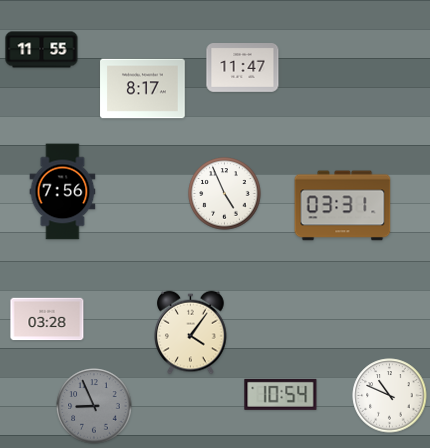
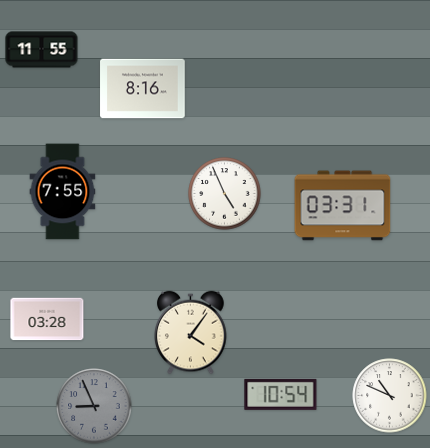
clock at (243, 68): 11:47 -> none
clock at (143, 89): 8:17 -> 8:16
clock at (63, 192): 7:56 -> 7:55
